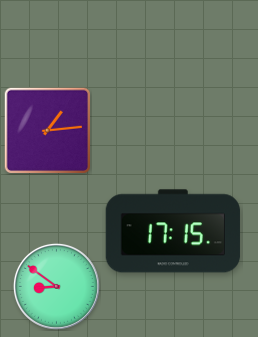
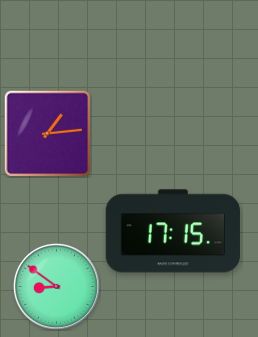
clock at (47, 130) position: (47, 130) -> (47, 133)
